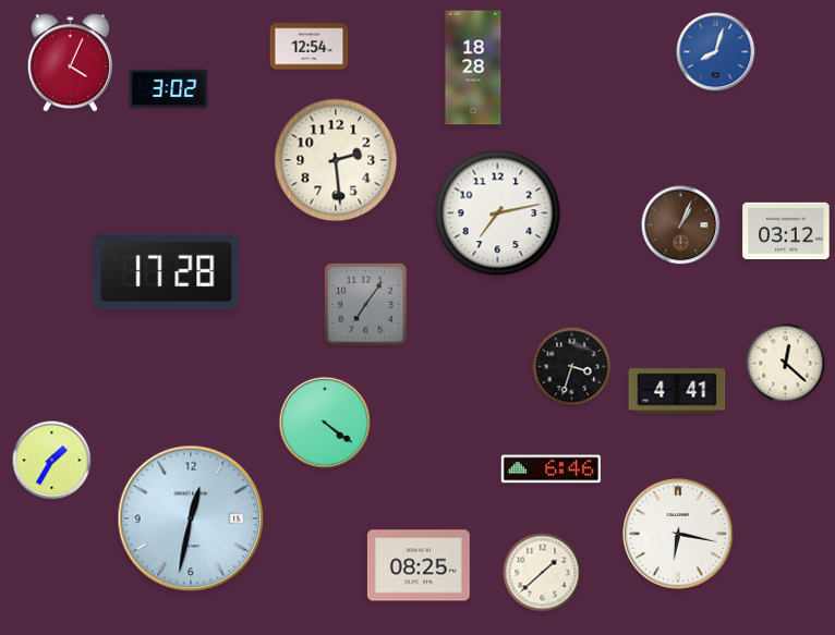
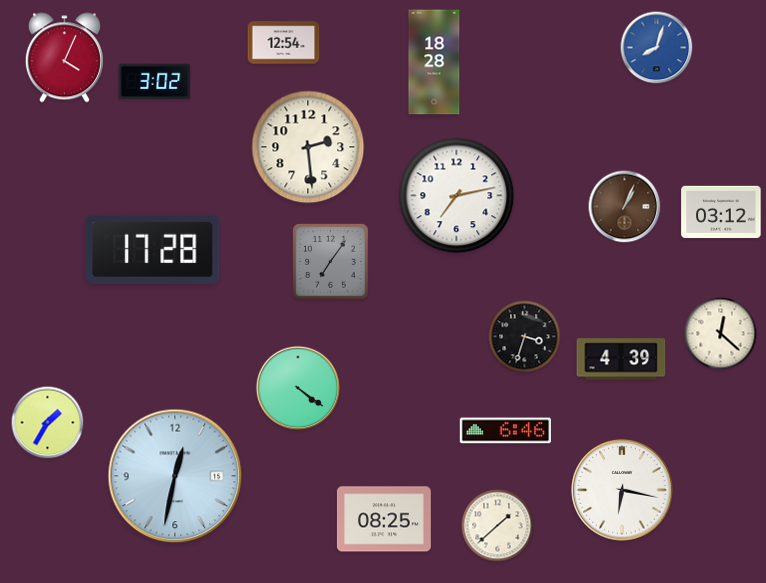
clock at (366, 305) position: (366, 305) -> (331, 262)
clock at (677, 391): 4:41 -> 4:39
